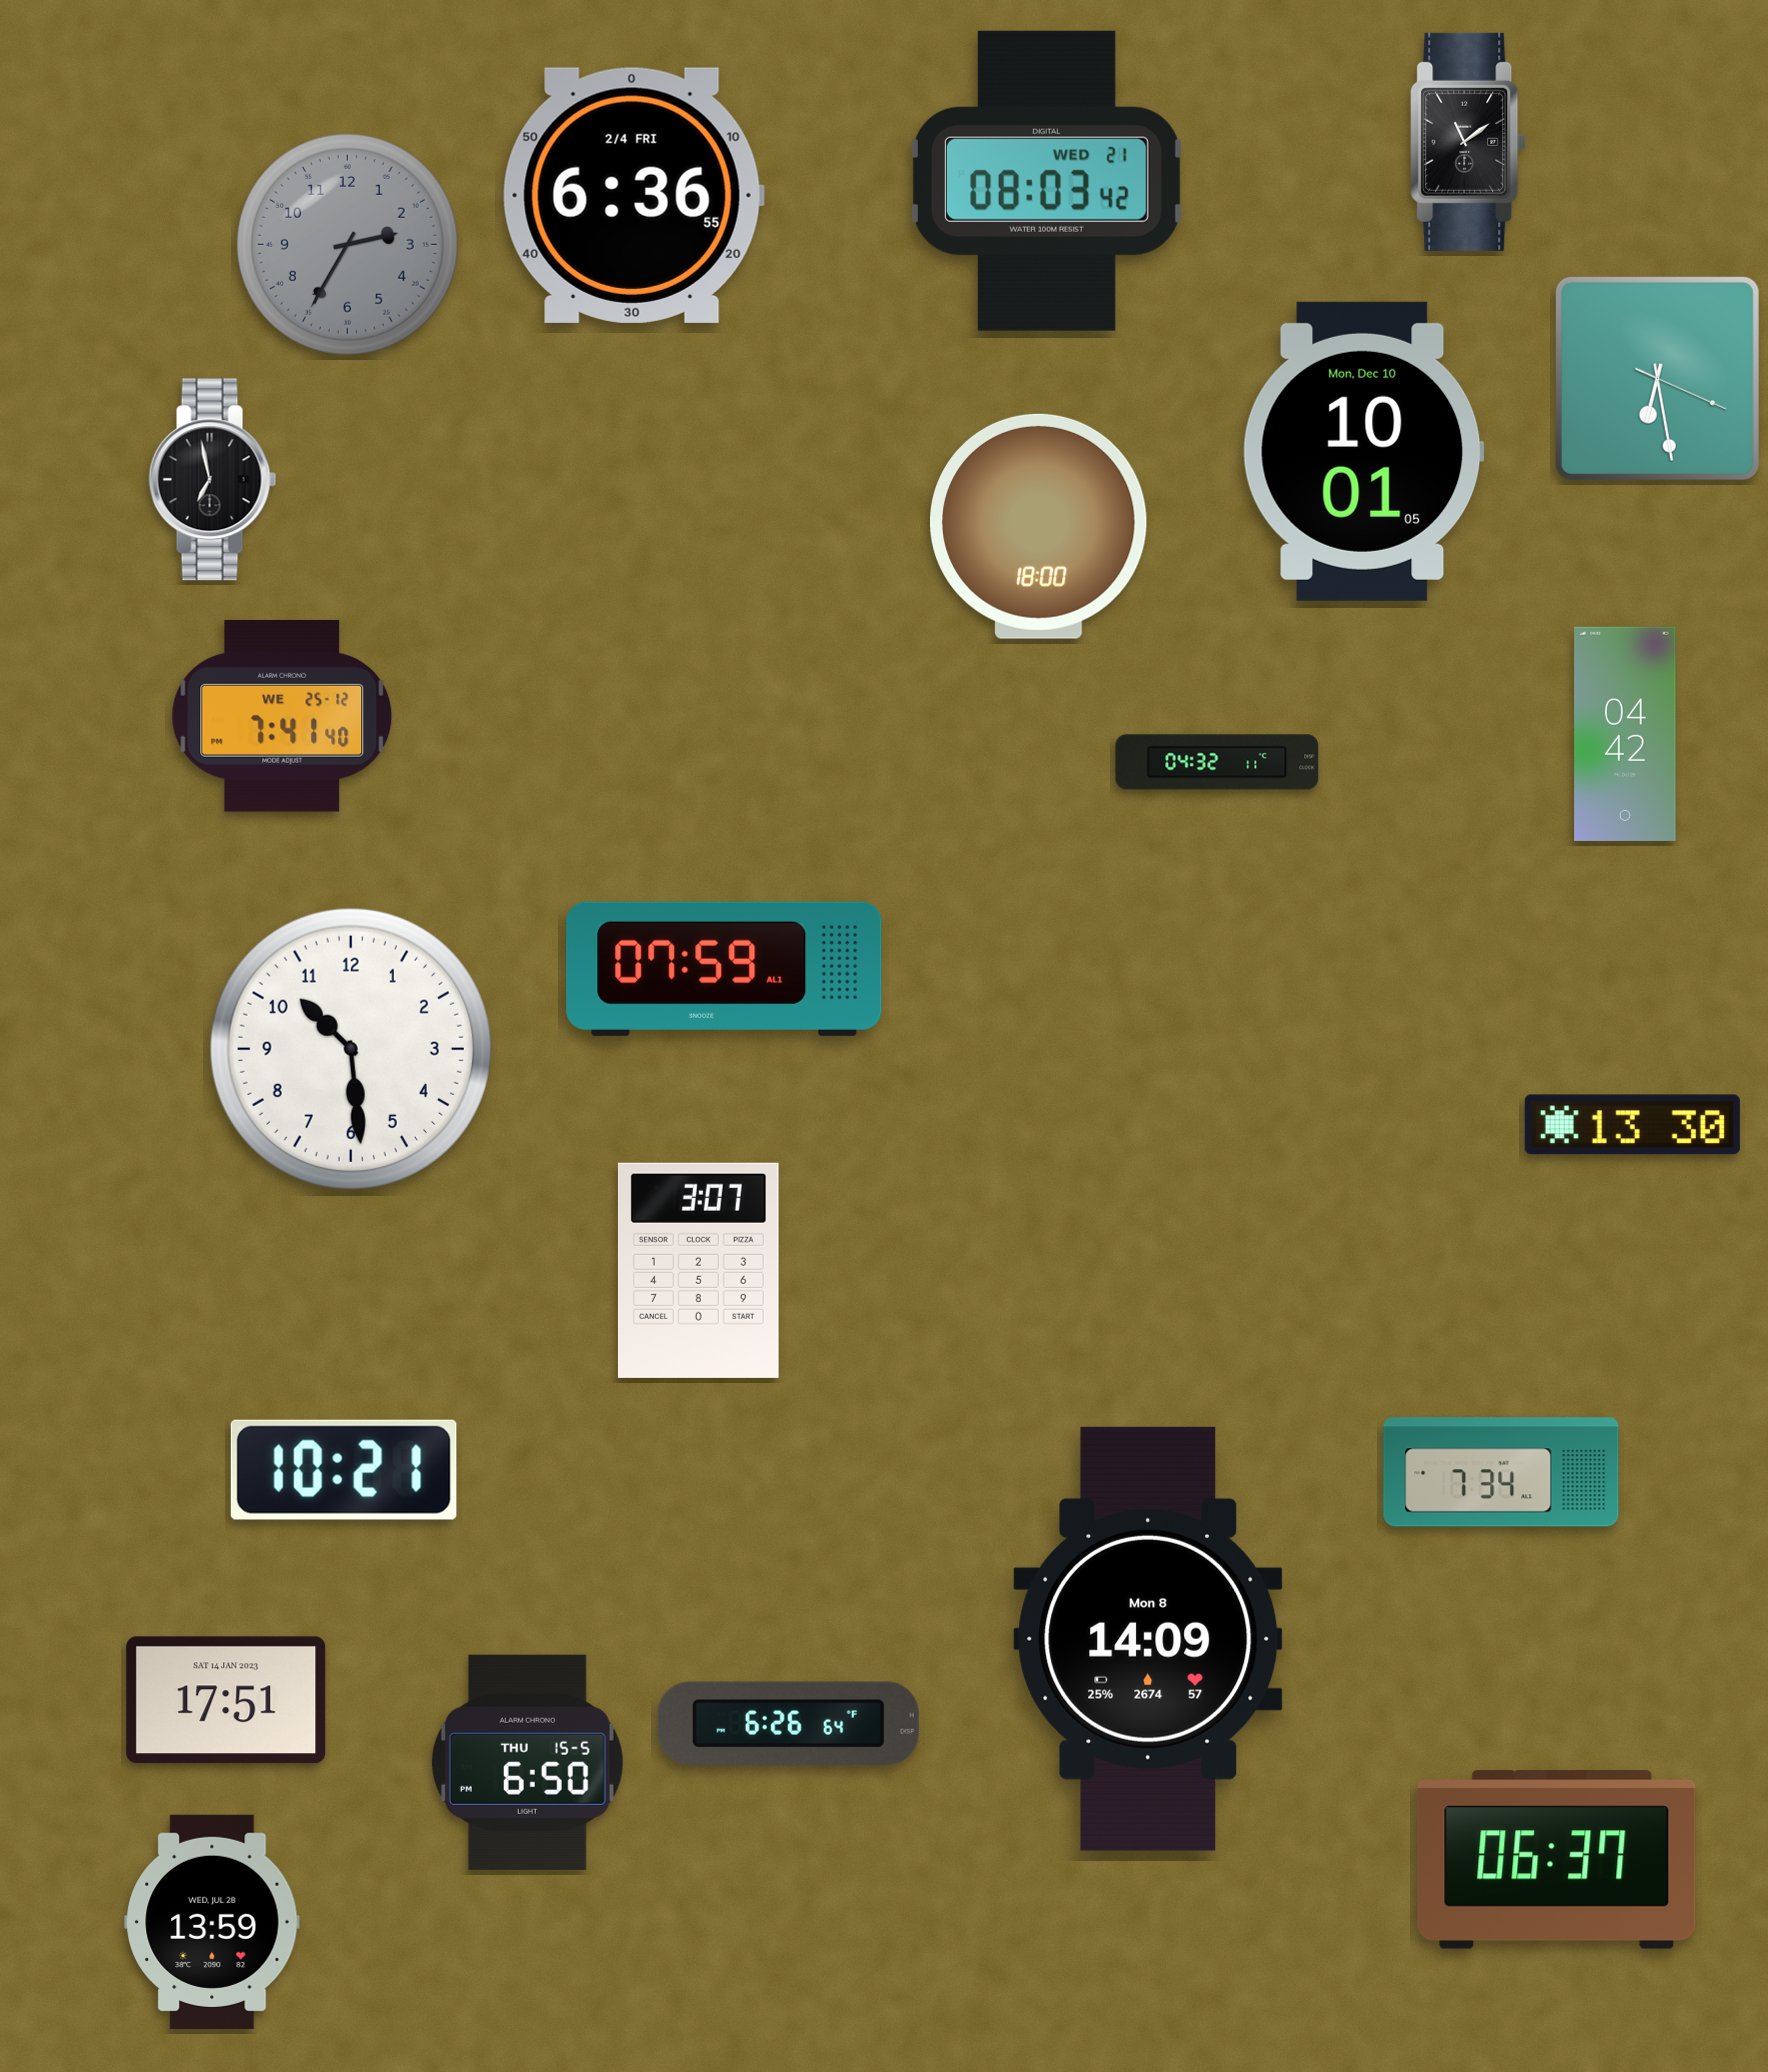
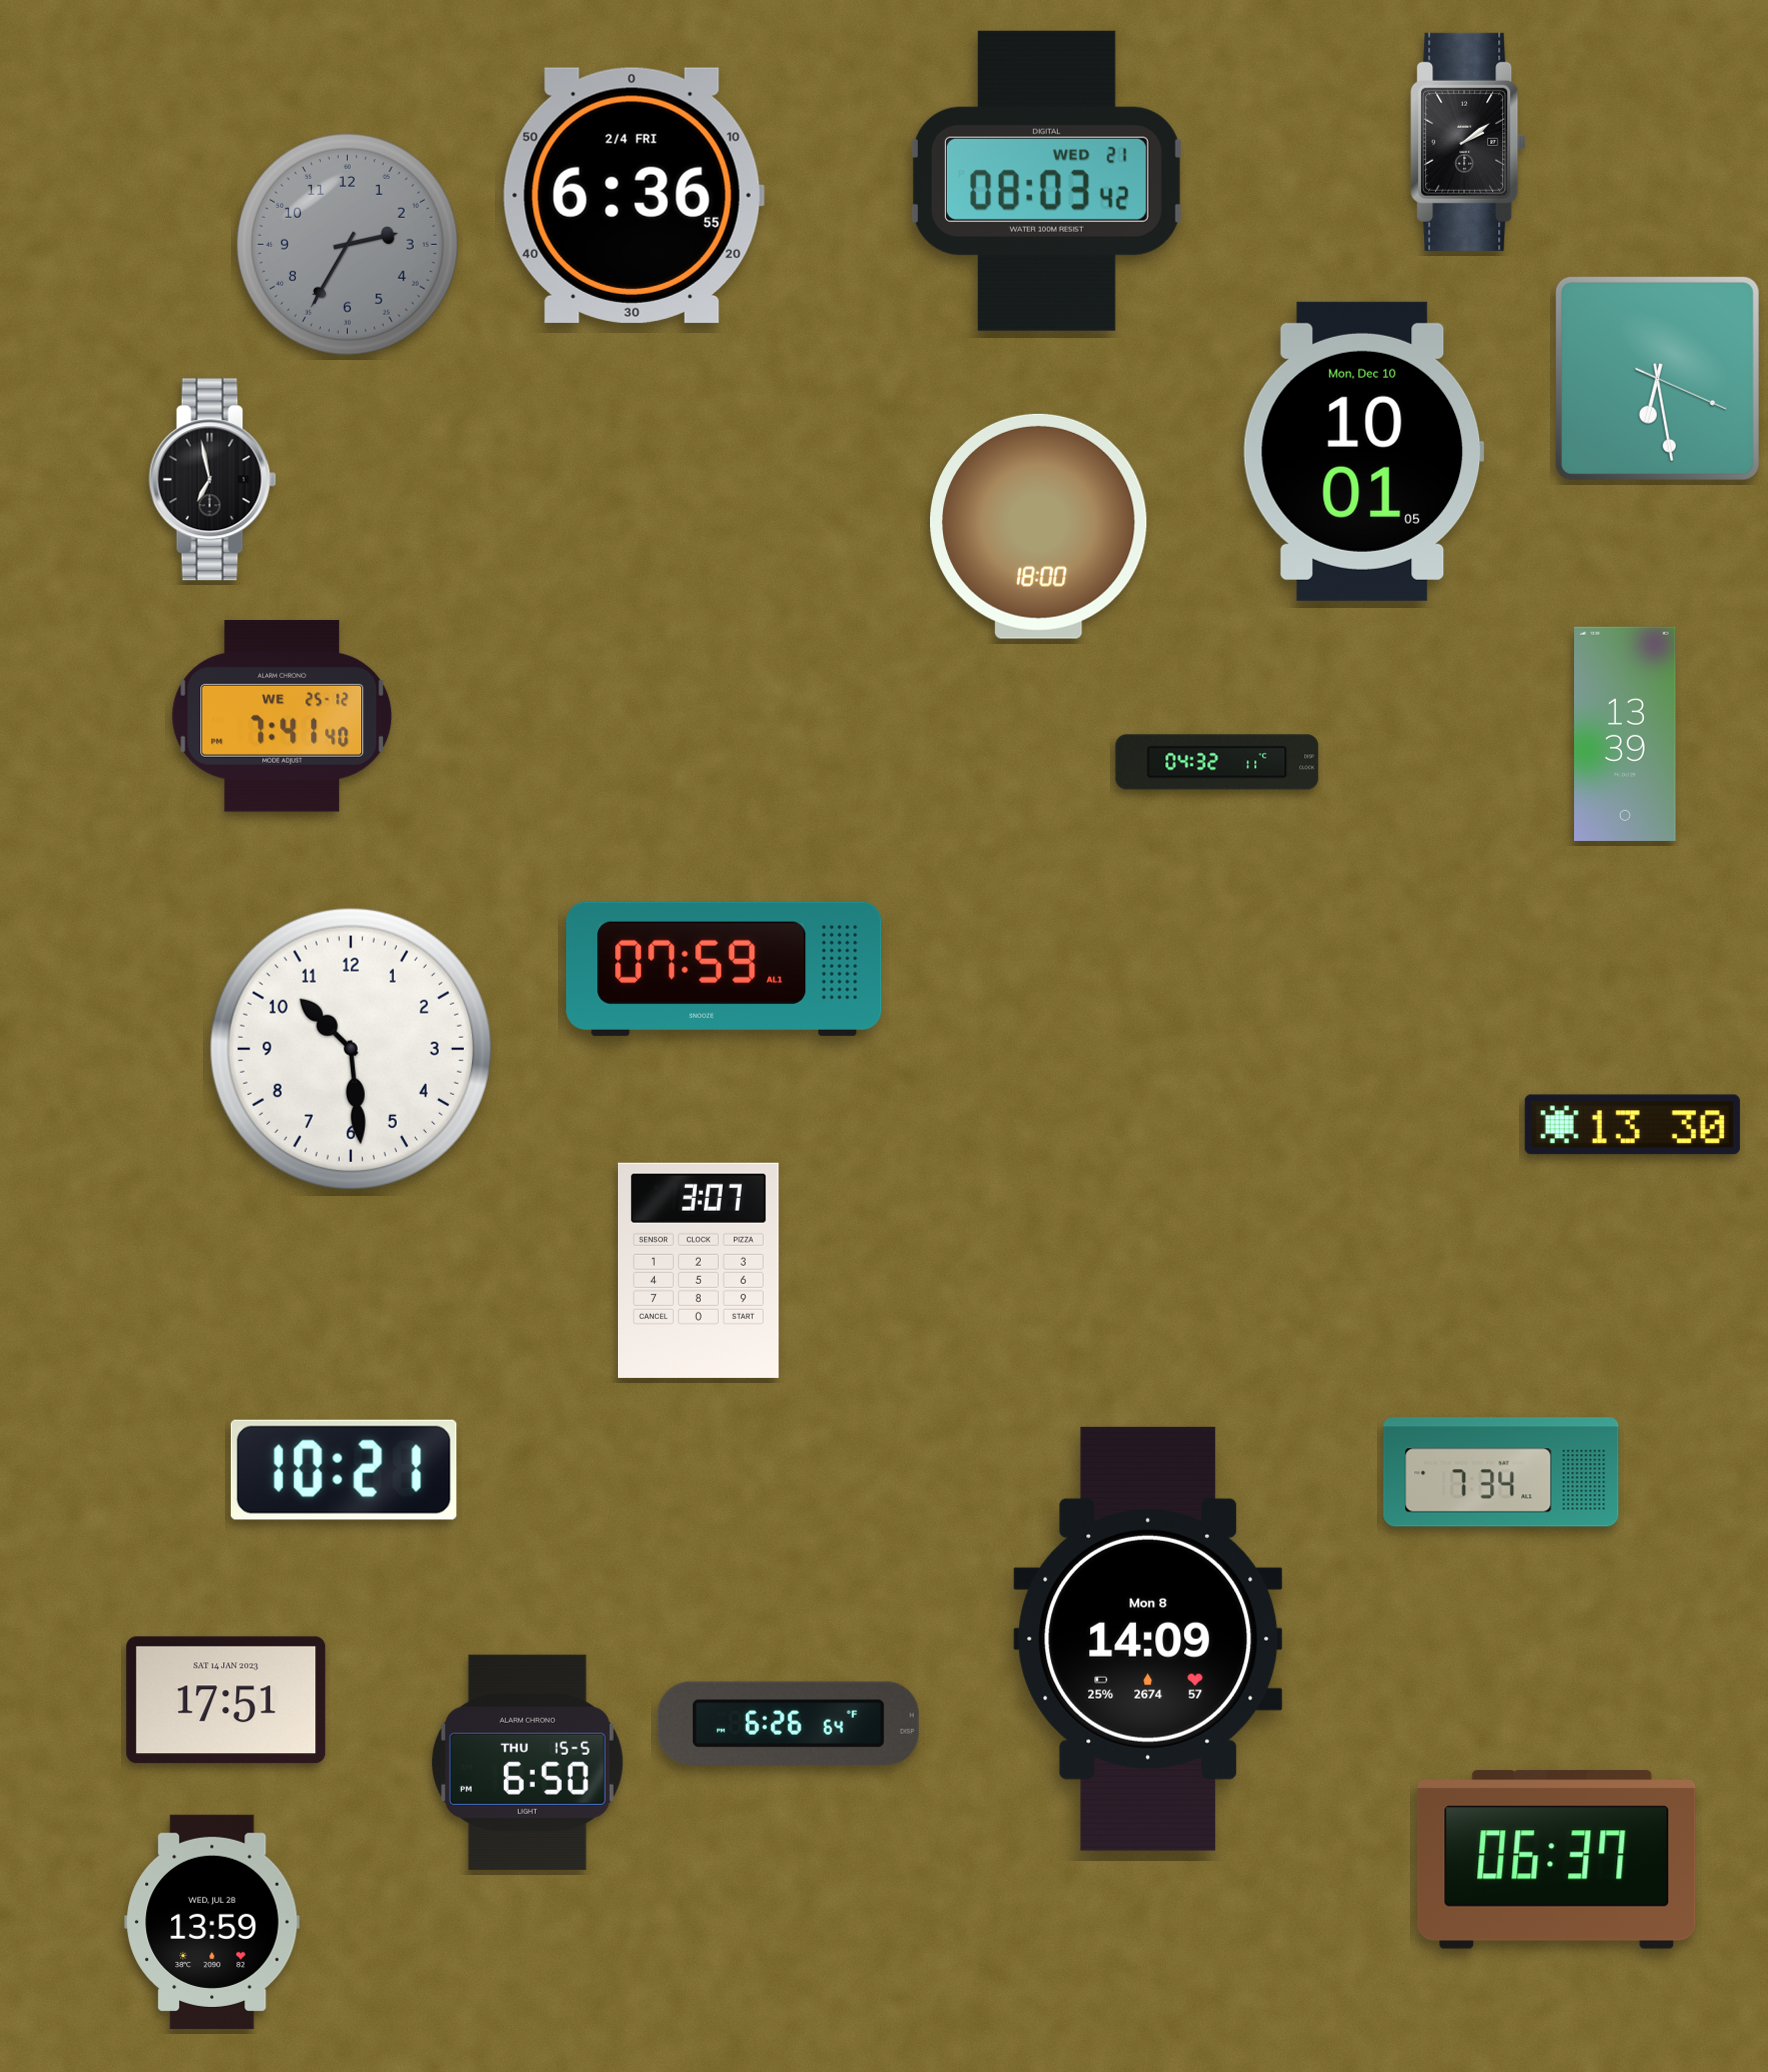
clock at (1468, 142): 11:09 -> 2:09
clock at (1625, 734): 04:42 -> 13:39
